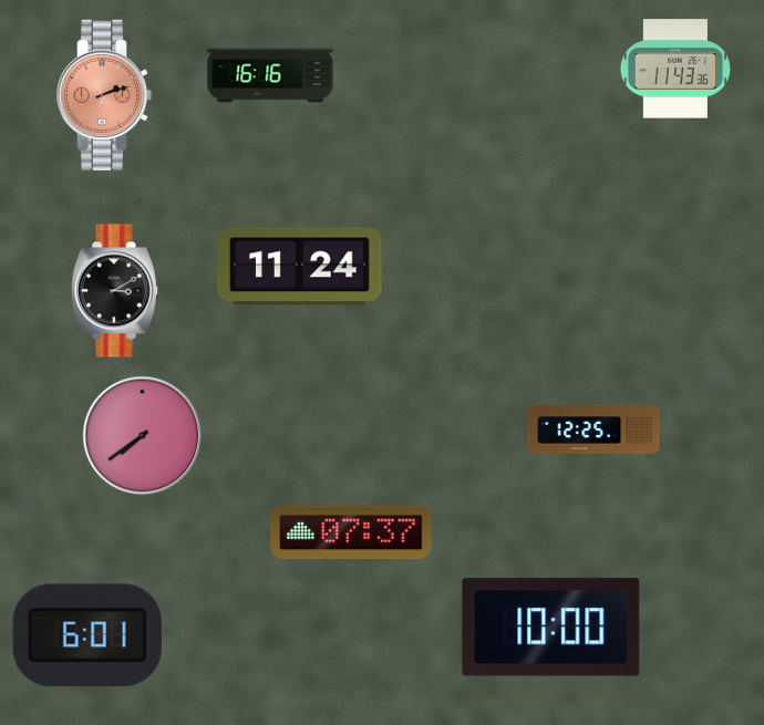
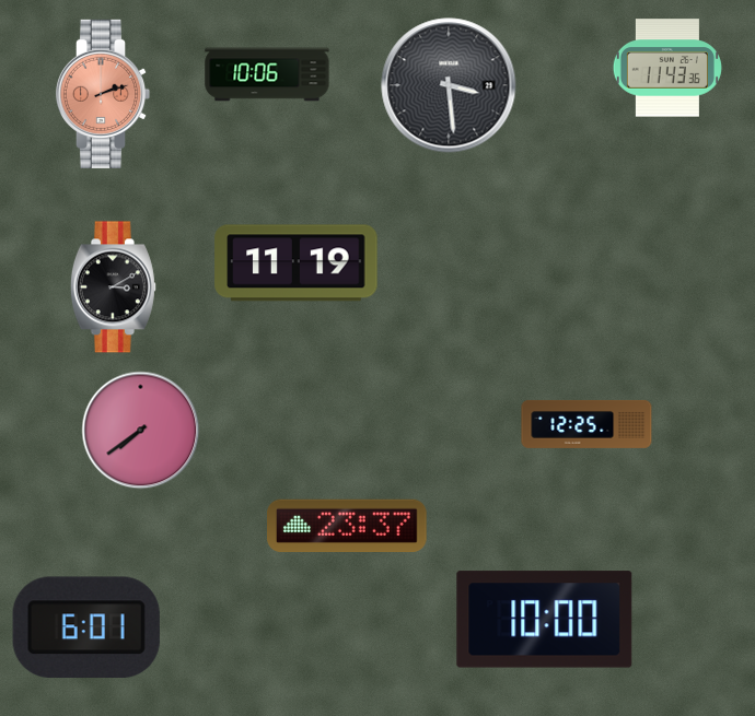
clock at (270, 75): 16:16 -> 10:06
clock at (449, 85): none -> 3:29
clock at (300, 267): 11:24 -> 11:19
clock at (352, 531): 07:37 -> 23:37
